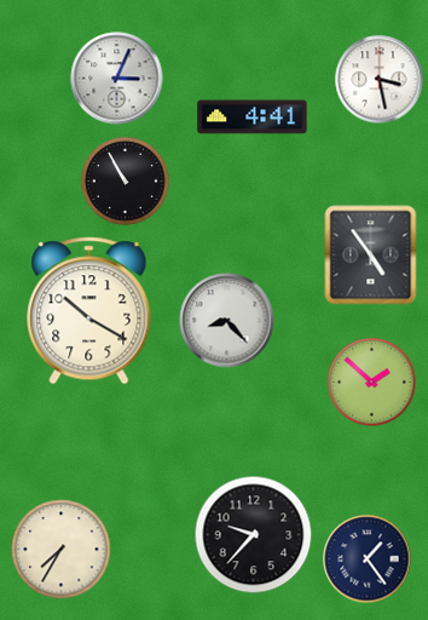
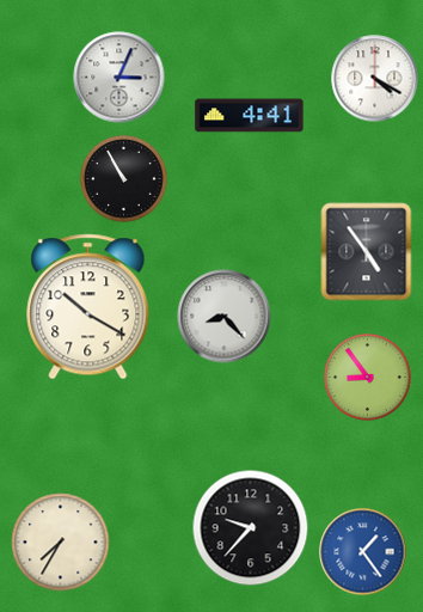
clock at (117, 79) position: (117, 79) -> (119, 78)
clock at (380, 80): 3:28 -> 4:20
clock at (372, 383): 1:52 -> 8:54
clock at (368, 559) dial: navy -> blue
